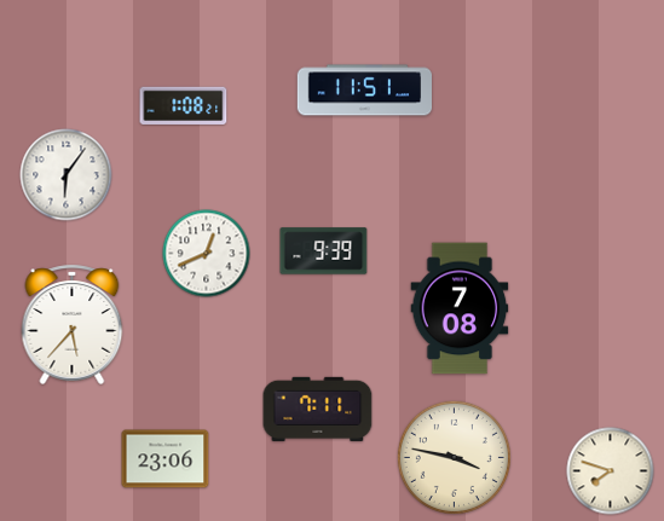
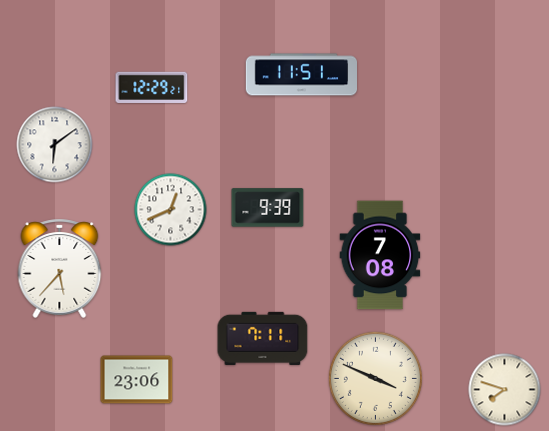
clock at (184, 105): 1:08 -> 12:29
clock at (67, 175): 6:06 -> 6:09
clock at (454, 457): 3:47 -> 3:49
